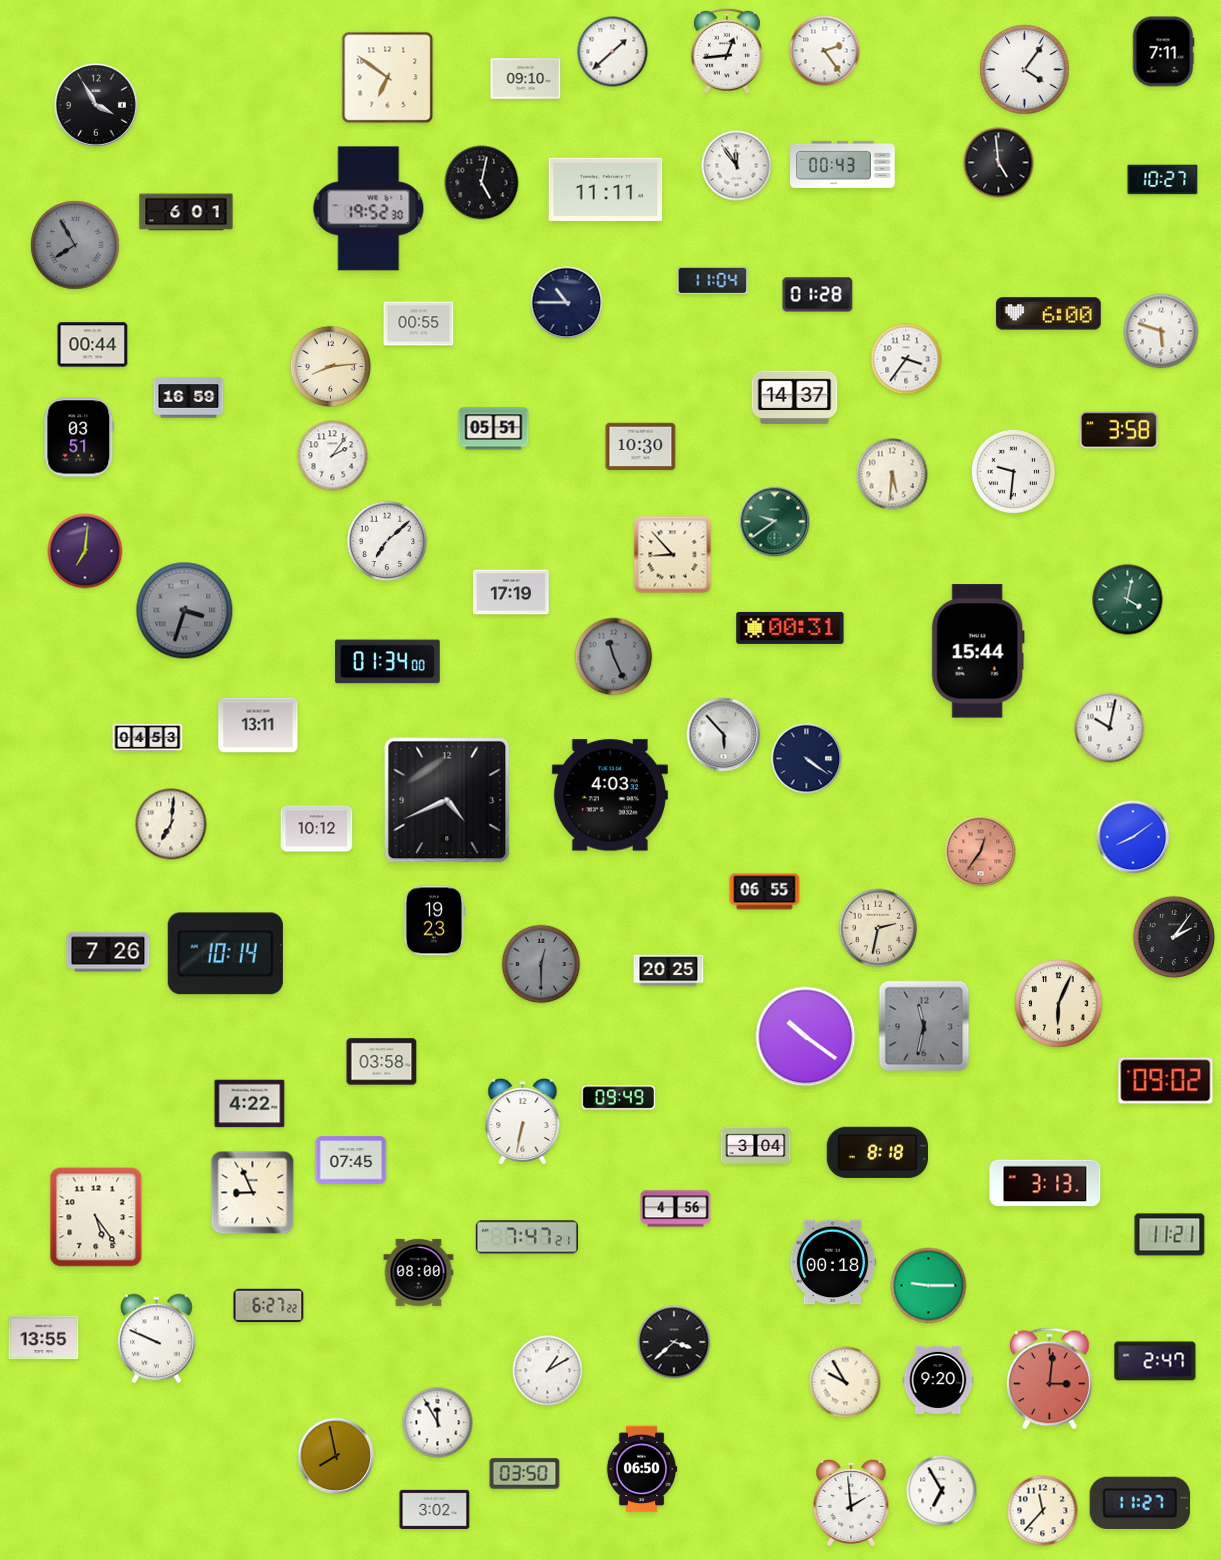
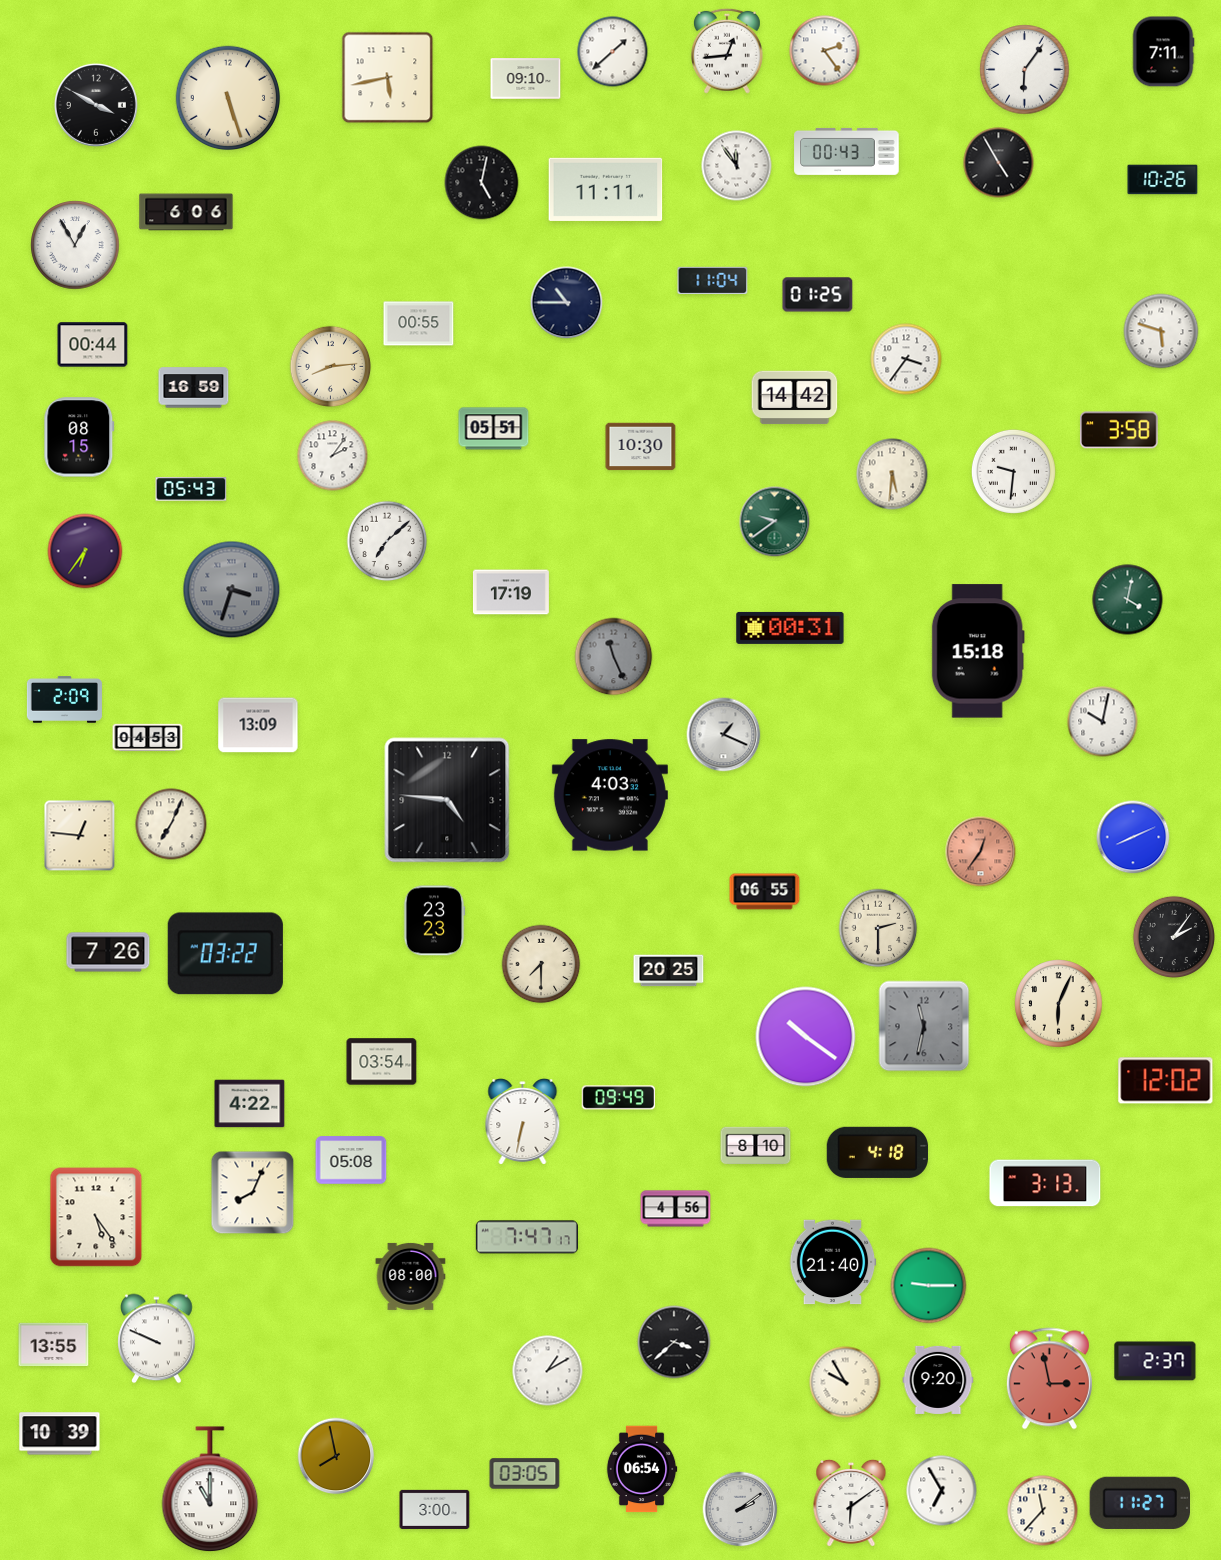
clock at (1025, 70): 4:06 -> 6:06
clock at (388, 78): 6:51 -> 5:43
clock at (228, 98): none -> 5:27
clock at (96, 105): 3:55 -> 3:50
clock at (999, 163): 4:59 -> 4:55
clock at (843, 164) position: (843, 164) -> (847, 151)
clock at (1163, 180): 10:27 -> 10:26
clock at (369, 209): 19:52 -> none
clock at (186, 212): 6:01 -> 6:06
clock at (75, 245): 7:55 -> 12:55
clock at (75, 245) dial: grey -> white
clock at (818, 295): 01:28 -> 01:25
clock at (1049, 314): 6:00 -> none
clock at (189, 398) position: (189, 398) -> (194, 388)
clock at (795, 398): 14:37 -> 14:42
clock at (79, 437): 03:51 -> 08:15
clock at (191, 489): none -> 05:43
clock at (85, 551): 7:01 -> 6:36
clock at (673, 555): 8:53 -> none
clock at (185, 611) position: (185, 611) -> (232, 590)
clock at (978, 651): 15:44 -> 15:18
clock at (388, 662): 01:34 -> none
clock at (64, 700): none -> 2:09
clock at (258, 725): 13:11 -> 13:09
clock at (1110, 728) position: (1110, 728) -> (1103, 722)
clock at (724, 735): 5:53 -> 1:19
clock at (807, 759): 4:21 -> none
clock at (447, 800): 4:41 -> 4:46
clock at (171, 824): 7:01 -> 7:04
clock at (317, 829): 10:12 -> none
clock at (80, 836): none -> 12:46
clock at (1133, 837): 8:09 -> 8:11
clock at (434, 921): 19:23 -> 23:23
clock at (878, 928): 2:32 -> 2:30
clock at (225, 954): 10:14 -> 03:22
clock at (541, 964): 12:30 -> 7:30
clock at (541, 964) dial: grey -> cream
clock at (382, 1062): 03:58 -> 03:54
clock at (1166, 1081): 09:02 -> 12:02
clock at (756, 1146): 3:04 -> 8:10
clock at (877, 1152): 8:18 -> 4:18
clock at (351, 1160): 07:45 -> 05:08
clock at (253, 1193): 8:56 -> 8:04
clock at (1170, 1235): 11:21 -> none
clock at (527, 1237): 7:47:21 -> 7:47:17
clock at (833, 1262): 00:18 -> 21:40
clock at (419, 1272) position: (419, 1272) -> (411, 1276)
clock at (269, 1306): 6:27 -> none
clock at (44, 1338) position: (44, 1338) -> (54, 1345)
clock at (1155, 1361): 2:47 -> 2:37
clock at (1049, 1379): 3:01 -> 2:58
clock at (438, 1423): 11:55 -> none
clock at (60, 1434): none -> 10:39
clock at (642, 1469): 06:50 -> 06:54
clock at (525, 1474): 03:50 -> 03:05
clock at (210, 1490): none -> 11:00
clock at (851, 1502): 1:59 -> 6:09
clock at (435, 1509): 3:02 -> 3:00
clock at (740, 1509): none -> 2:09
